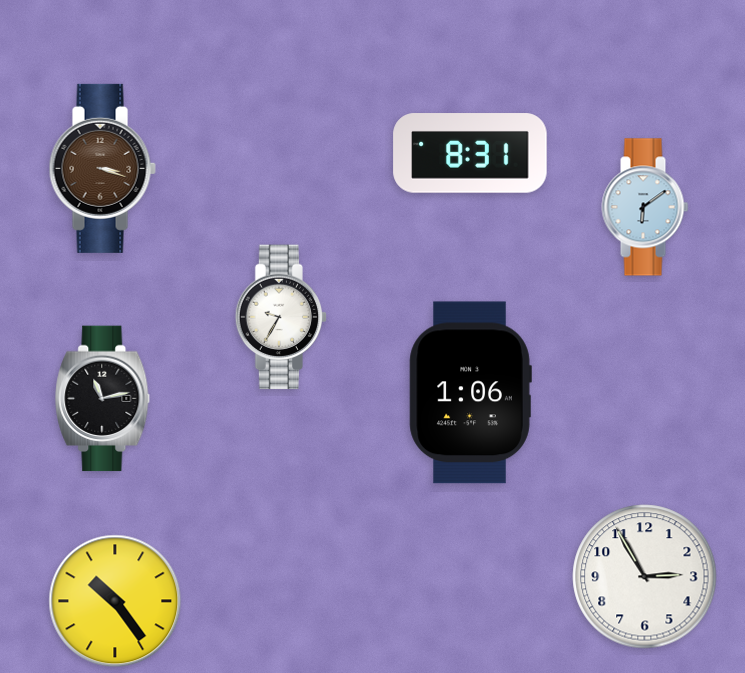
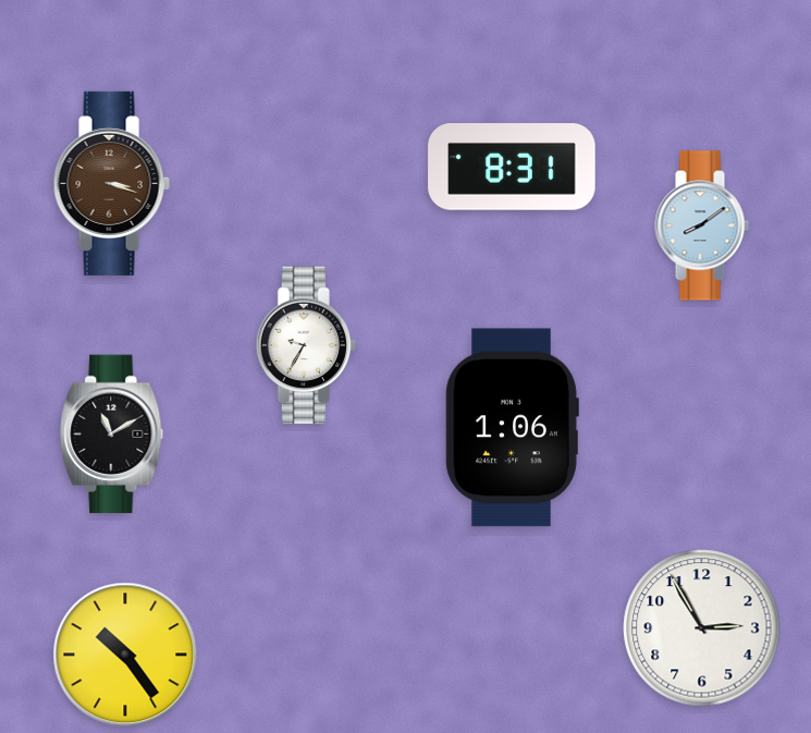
clock at (645, 207): 6:09 -> 8:09
clock at (103, 399): 11:13 -> 11:10
